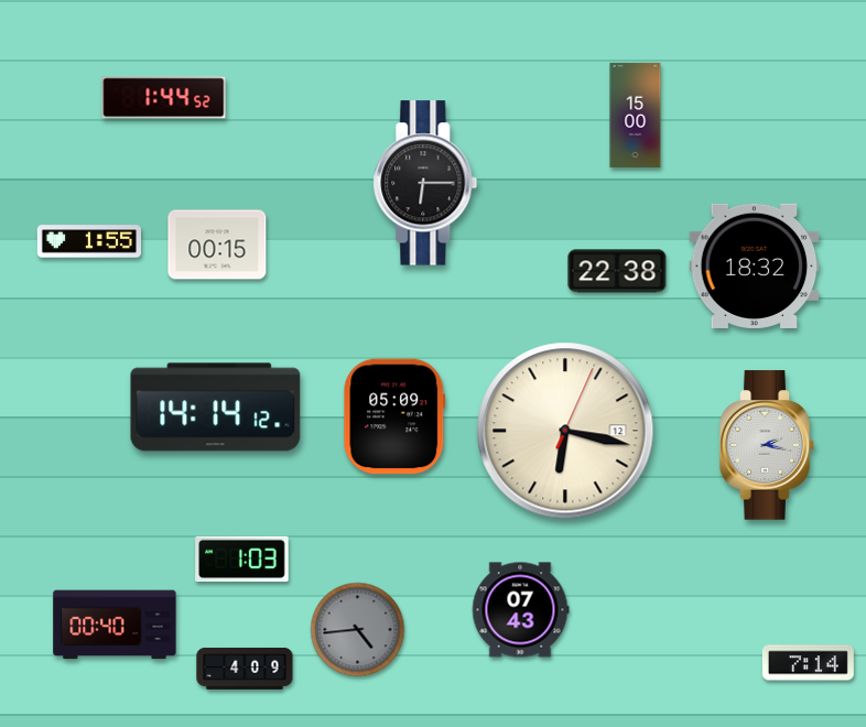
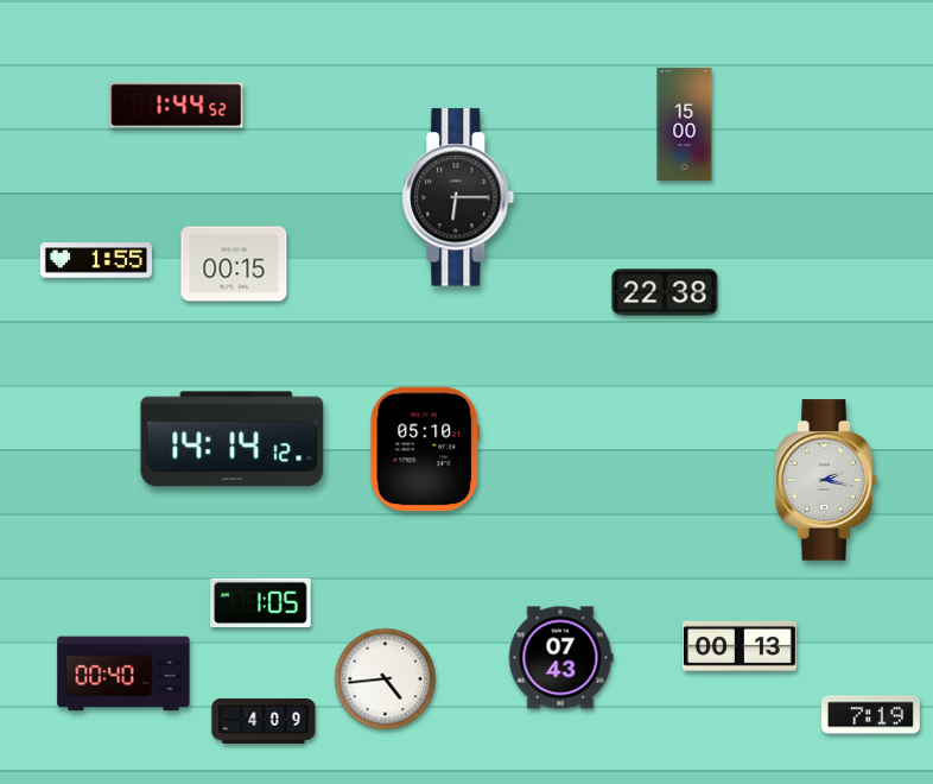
clock at (755, 265): 18:32 -> none
clock at (394, 416): 05:09 -> 05:10
clock at (565, 431): 6:17 -> none
clock at (242, 560): 1:03 -> 1:05
clock at (740, 646): none -> 00:13
clock at (358, 630) dial: grey -> white
clock at (808, 663): 7:14 -> 7:19
